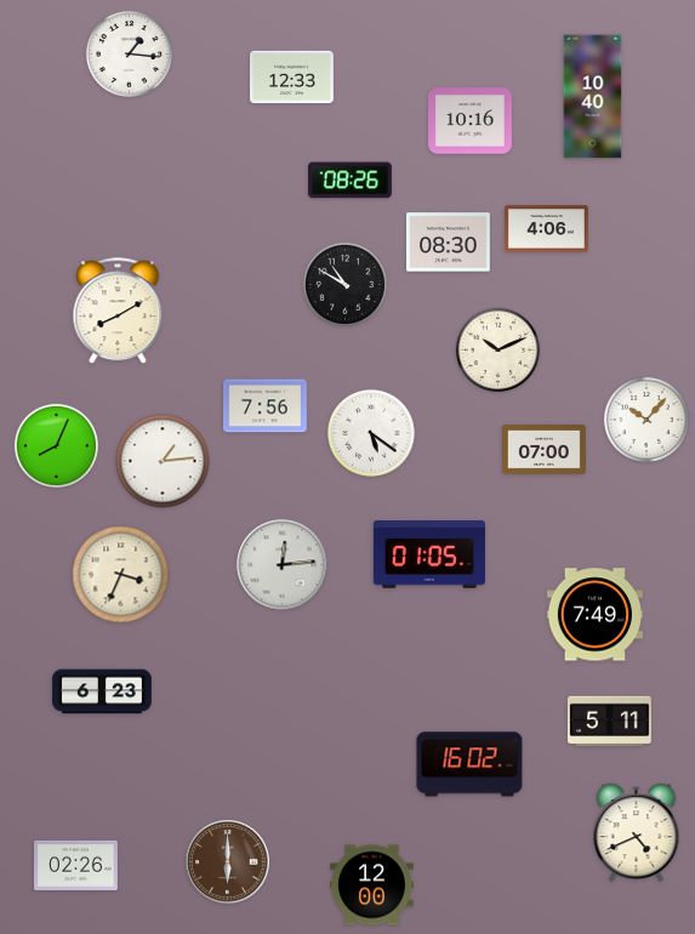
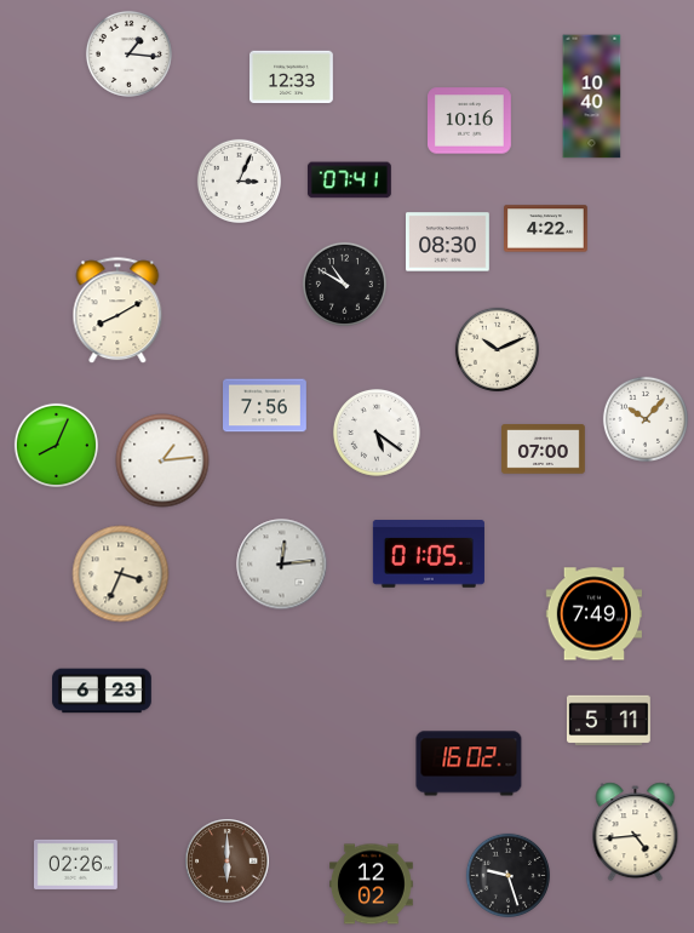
clock at (239, 181): none -> 3:04
clock at (349, 181): 08:26 -> 07:41
clock at (547, 229): 4:06 -> 4:22
clock at (372, 433) position: (372, 433) -> (378, 433)
clock at (637, 833): 4:41 -> 4:44
clock at (507, 875): none -> 9:27
clock at (372, 885): 12:00 -> 12:02
